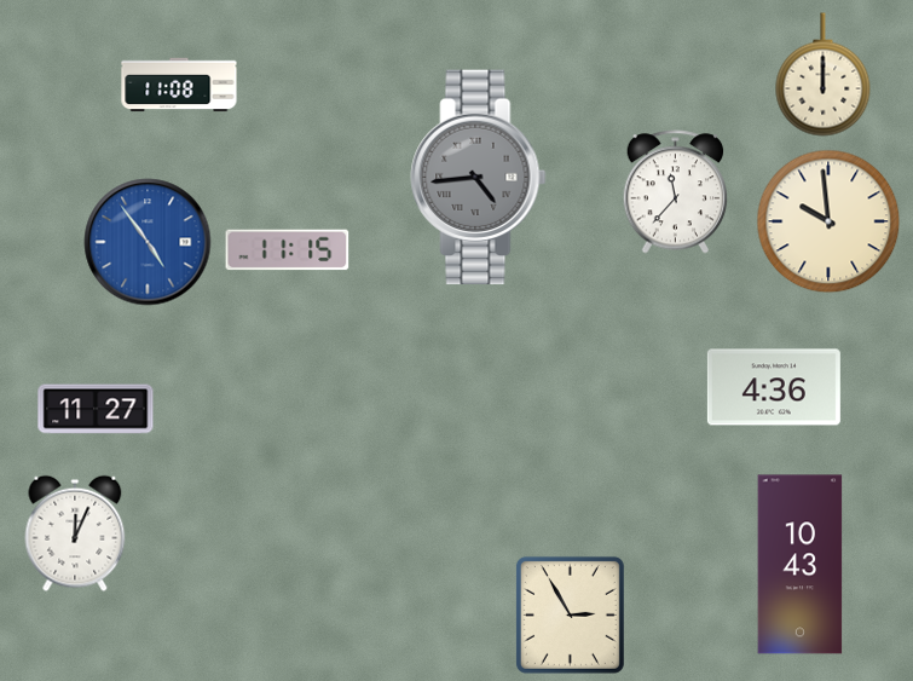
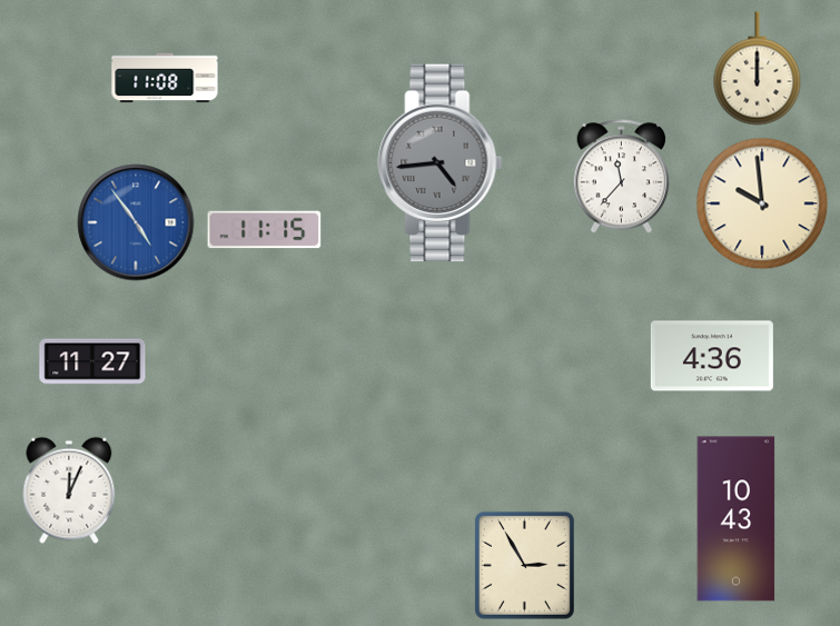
clock at (96, 409) position: (96, 409) -> (92, 361)
